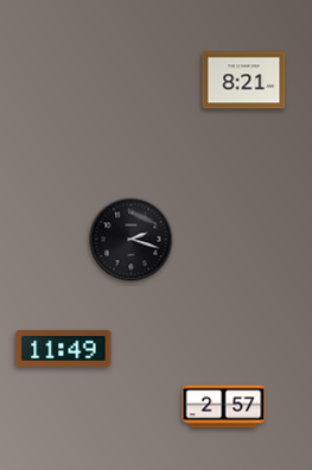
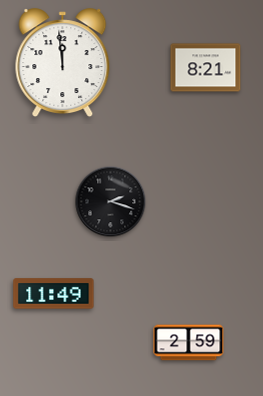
clock at (63, 63): none -> 11:59
clock at (224, 407): 2:57 -> 2:59
